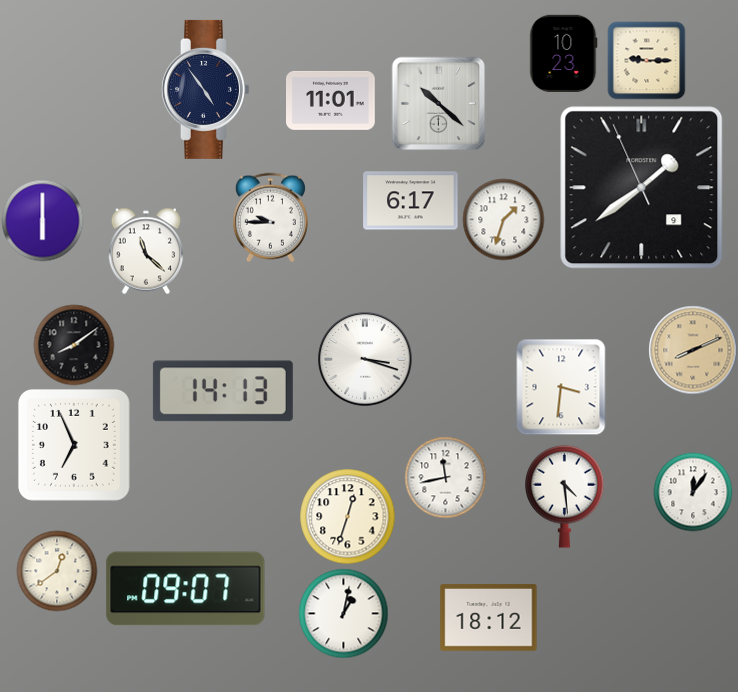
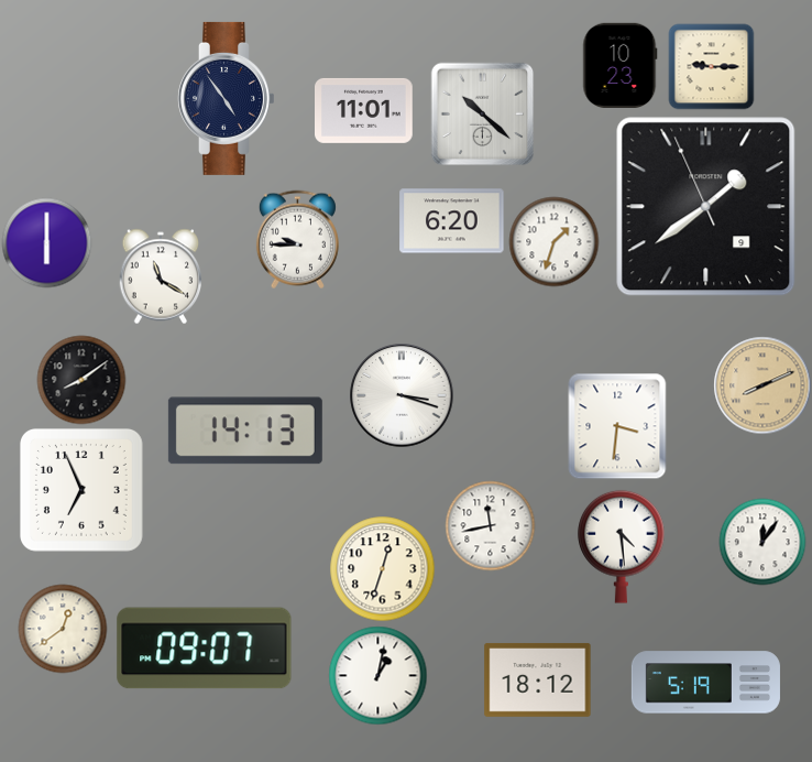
clock at (564, 53) position: (564, 53) -> (621, 65)
clock at (411, 201): 6:17 -> 6:20
clock at (146, 251): 11:22 -> 11:20
clock at (705, 683): none -> 5:19
